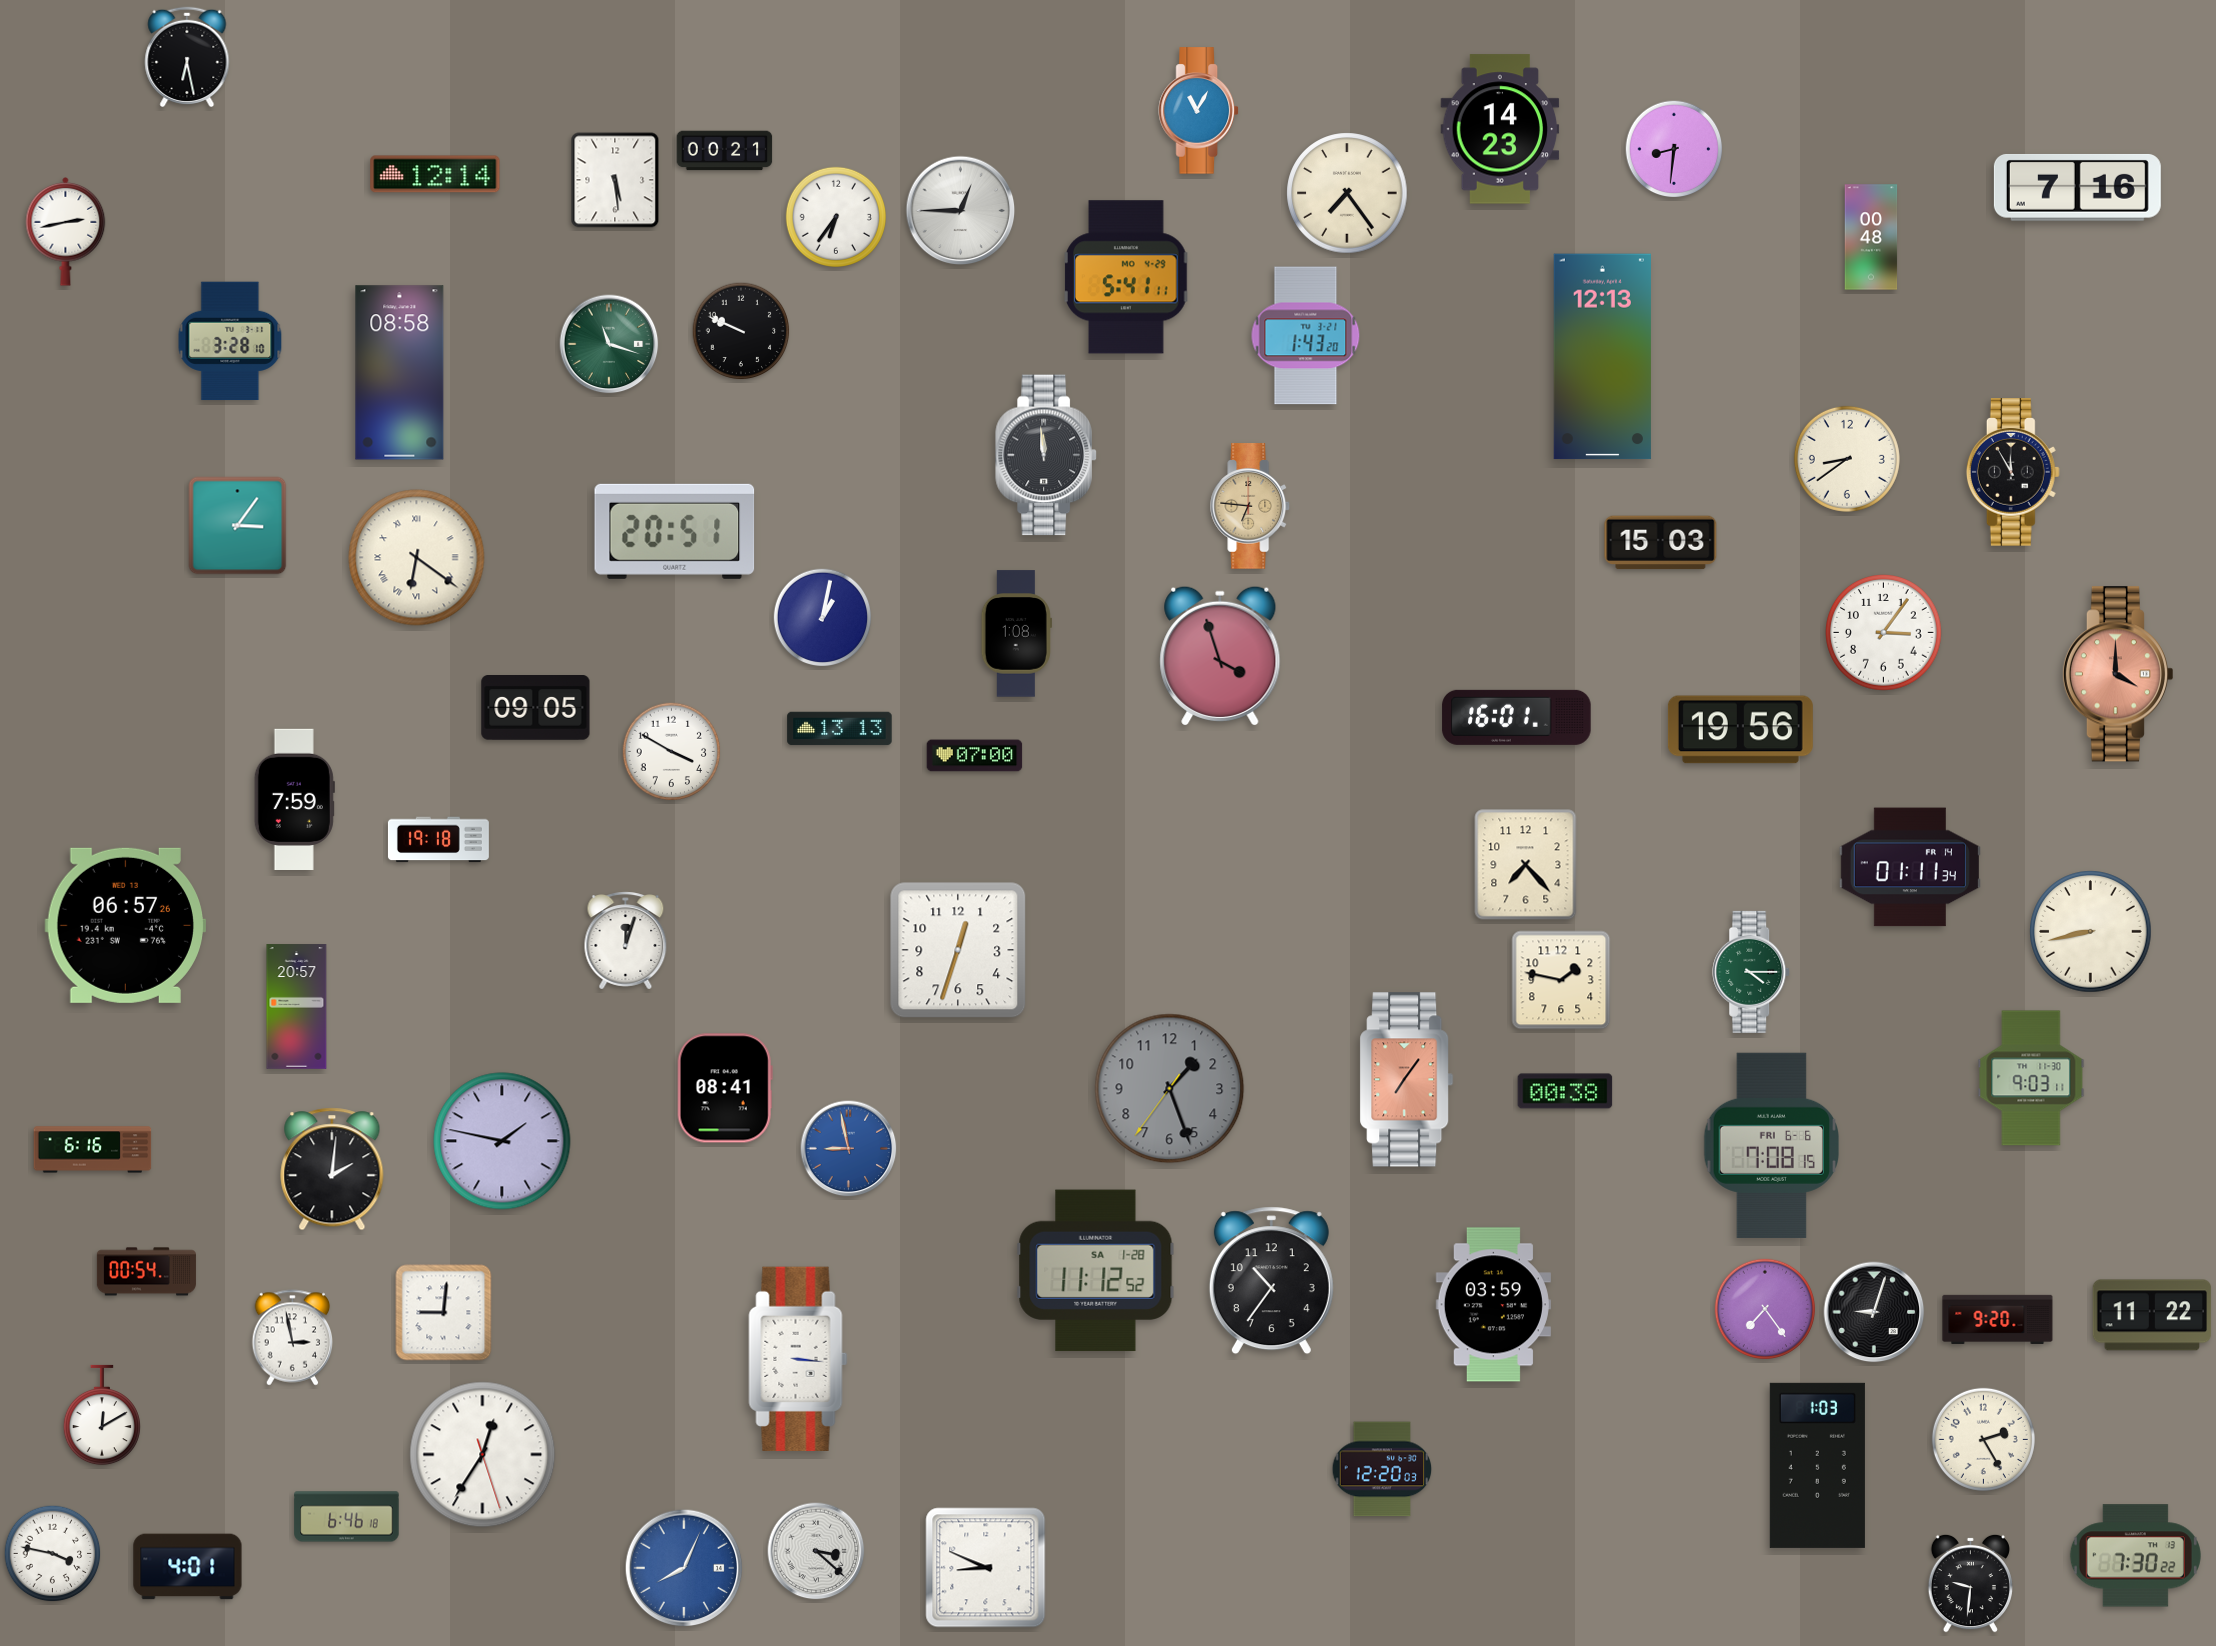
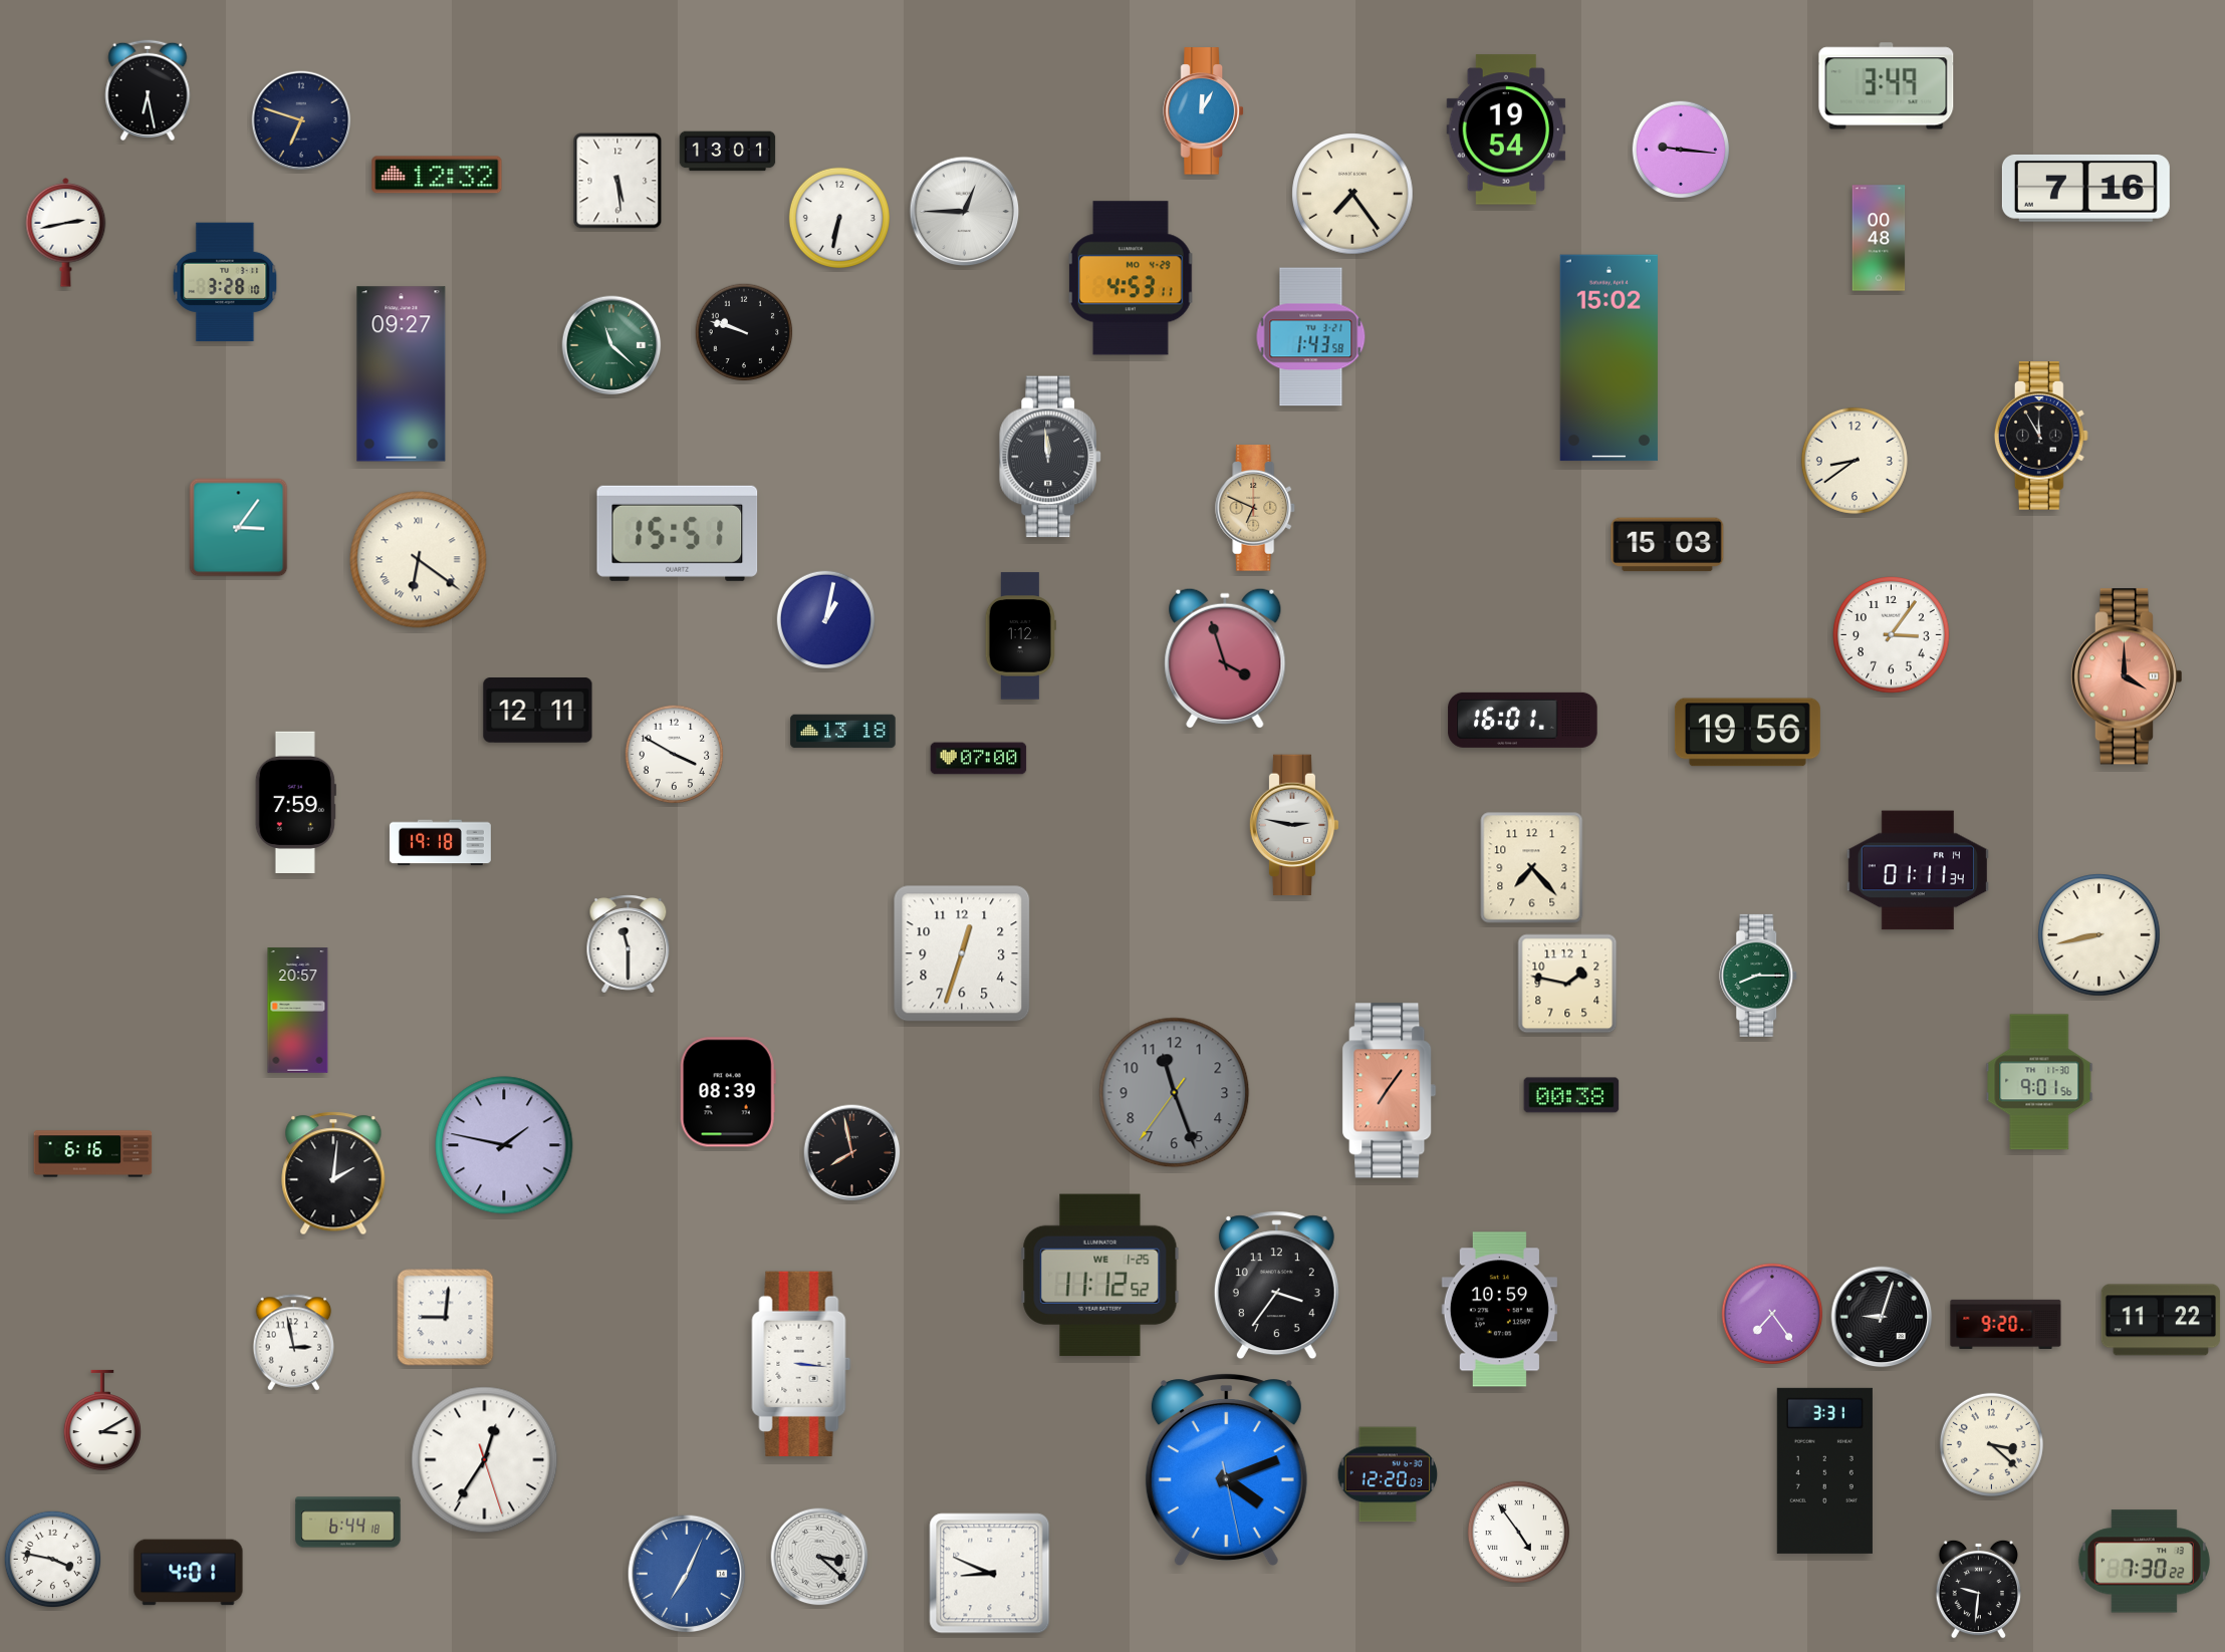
clock at (187, 57) position: (187, 57) -> (148, 90)
clock at (1887, 86): none -> 3:49
clock at (1198, 111): 11:05 -> 12:05
clock at (301, 120): none -> 6:48
clock at (1500, 129): 14:23 -> 19:54
clock at (1674, 149): 8:31 -> 9:16
clock at (725, 151): 00:21 -> 13:01
clock at (435, 174): 12:14 -> 12:32
clock at (835, 216): 6:36 -> 6:32
clock at (1126, 277): 5:41 -> 4:53
clock at (741, 331): 9:49 -> 9:48
clock at (1306, 336): 1:43:20 -> 1:43:58
clock at (230, 341) position: (230, 341) -> (225, 282)
clock at (609, 344): 11:18 -> 11:22
clock at (1602, 357): 12:13 -> 15:02
clock at (400, 373): 08:58 -> 09:27
clock at (2013, 472) position: (2013, 472) -> (2041, 436)
clock at (1251, 506): 6:46 -> 6:49
clock at (675, 531): 20:51 -> 15:51
clock at (1016, 634): 1:08 -> 1:12
clock at (536, 708): 09:05 -> 12:11
clock at (840, 729): 13:13 -> 13:18
clock at (1294, 825): none -> 2:47
clock at (125, 925): 06:57 -> none
clock at (626, 941): 12:03 -> 11:30
clock at (1752, 972): 4:15 -> 8:15
clock at (2031, 1078): 9:03 -> 9:01
clock at (1407, 1080) position: (1407, 1080) -> (1390, 1091)
clock at (725, 1088): 08:41 -> 08:39
clock at (1170, 1089): 1:26 -> 11:26
clock at (1772, 1145): 7:08 -> none
clock at (849, 1149): 8:58 -> 7:58
clock at (849, 1149) dial: blue -> black
clock at (1096, 1271) date: SA 1-28 -> WE 1-25
clock at (146, 1272): 00:54 -> none
clock at (1271, 1281): 10:36 -> 3:36
clock at (1493, 1305): 03:59 -> 10:59
clock at (102, 1415): 12:10 -> 3:10
clock at (1983, 1439): 2:25 -> 3:22
clock at (1226, 1469): none -> 4:11
clock at (1817, 1465): 1:03 -> 3:31
clock at (347, 1517): 6:46 -> 6:44
clock at (1518, 1532): none -> 4:54
clock at (684, 1568): 8:04 -> 7:04
